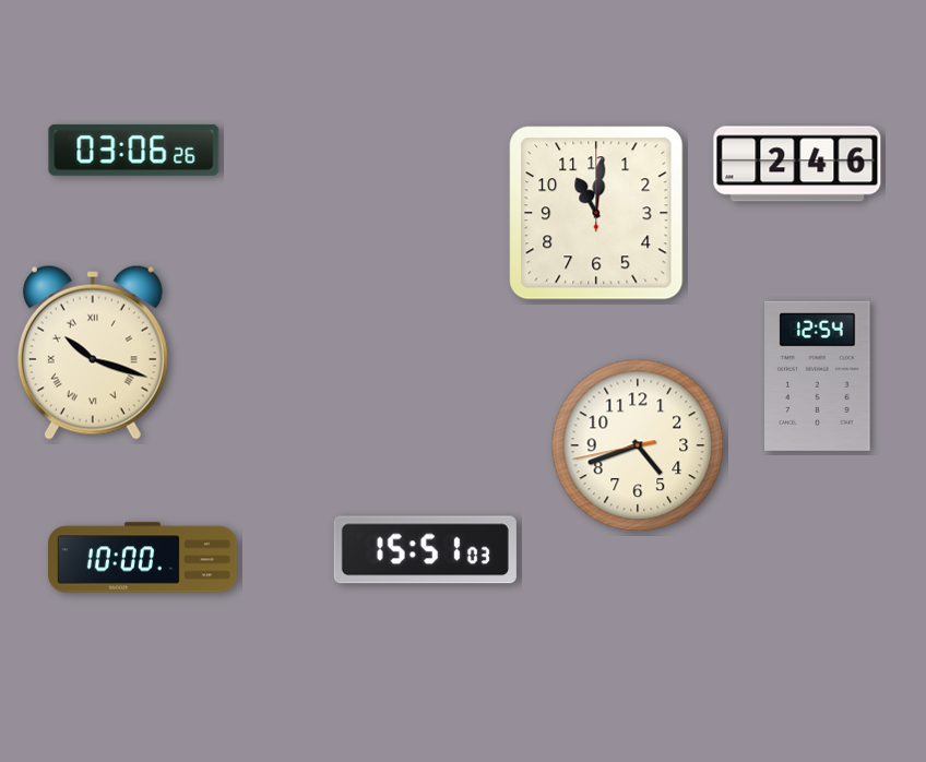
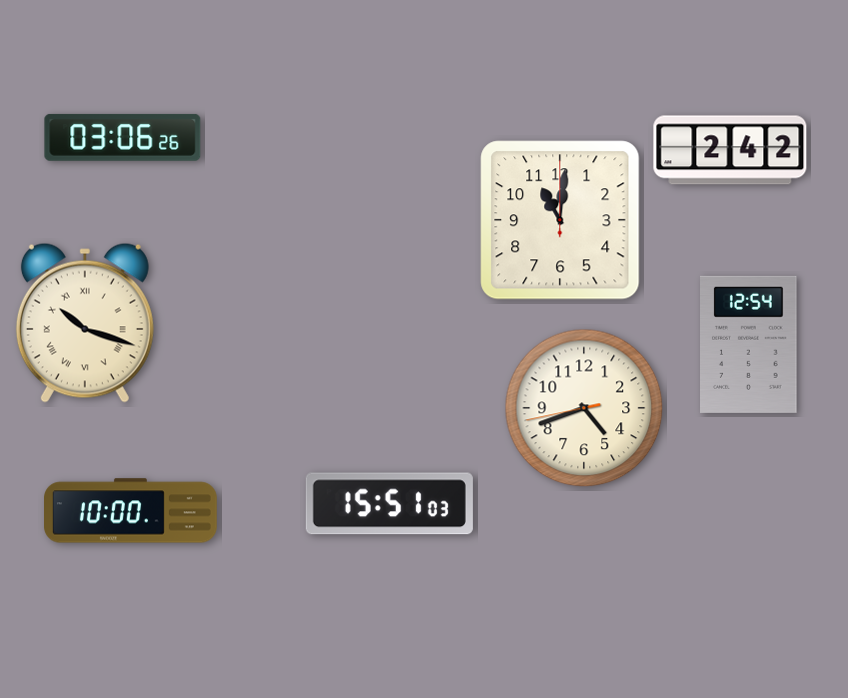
clock at (797, 164): 2:46 -> 2:42
clock at (596, 213) position: (596, 213) -> (560, 220)
